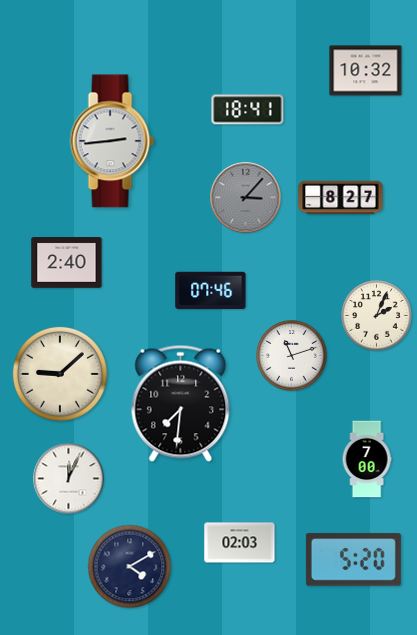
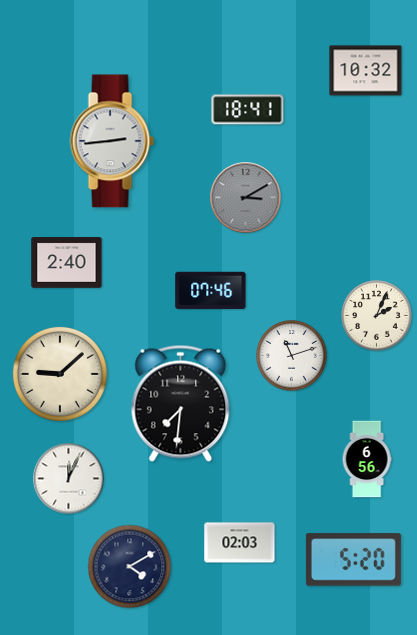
clock at (246, 198): 3:07 -> 3:10
clock at (341, 198): 8:27 -> none
clock at (367, 459): 7:00 -> 6:56
